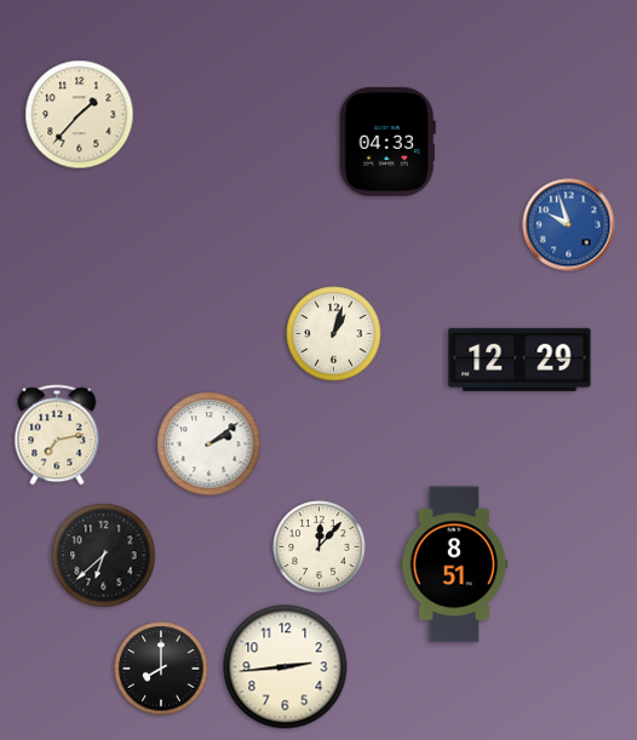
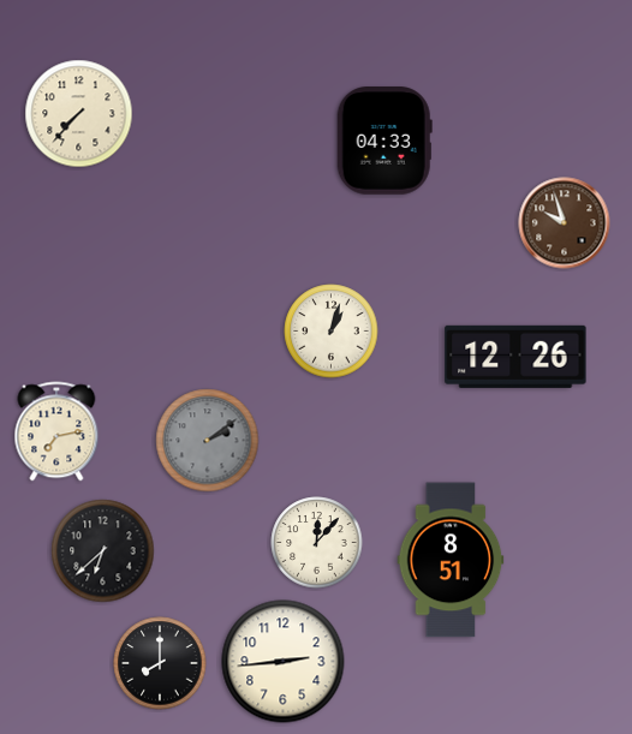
clock at (80, 115): 1:37 -> 7:37
clock at (569, 225) dial: blue -> brown
clock at (520, 360): 12:29 -> 12:26
clock at (210, 444) dial: white -> grey
